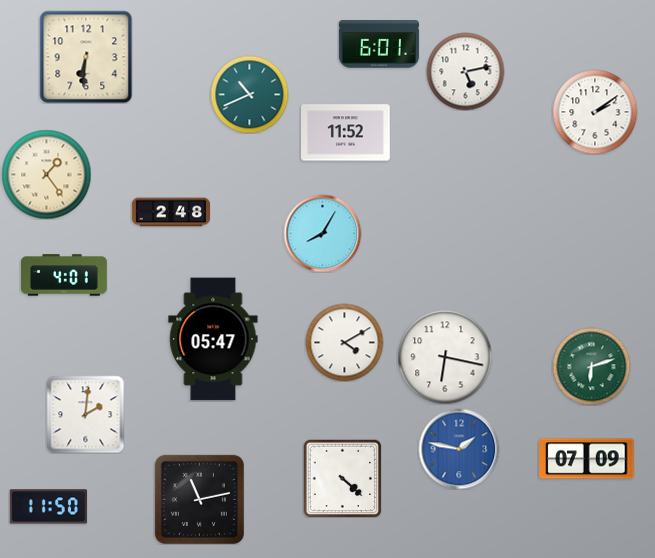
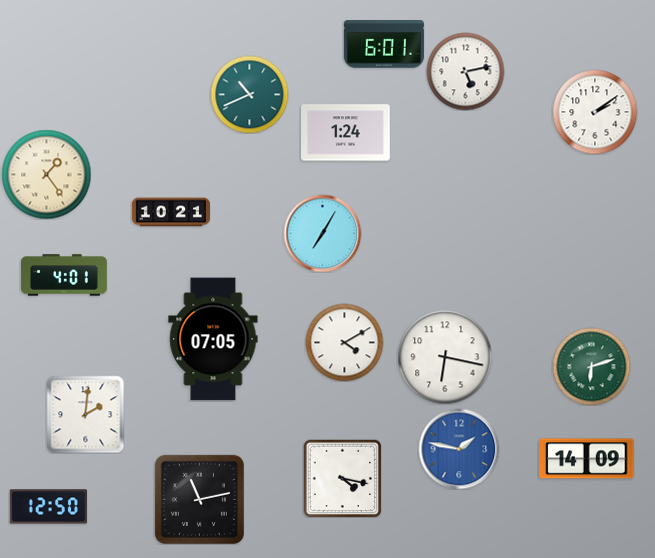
clock at (379, 44) position: (379, 44) -> (384, 44)
clock at (86, 57): 6:31 -> none
clock at (346, 133): 11:52 -> 1:24
clock at (170, 212): 2:48 -> 10:21
clock at (322, 233): 8:05 -> 7:05
clock at (213, 339): 05:47 -> 07:05
clock at (587, 459): 07:09 -> 14:09
clock at (342, 478): 4:22 -> 4:17
clock at (48, 507): 11:50 -> 12:50
